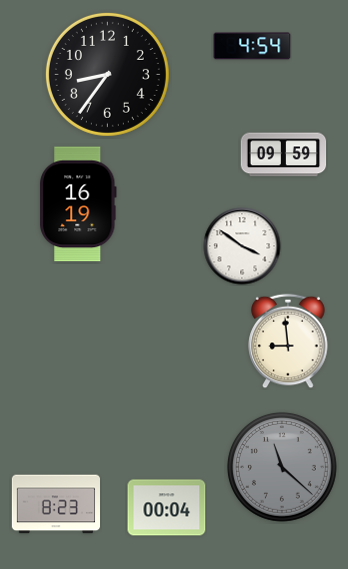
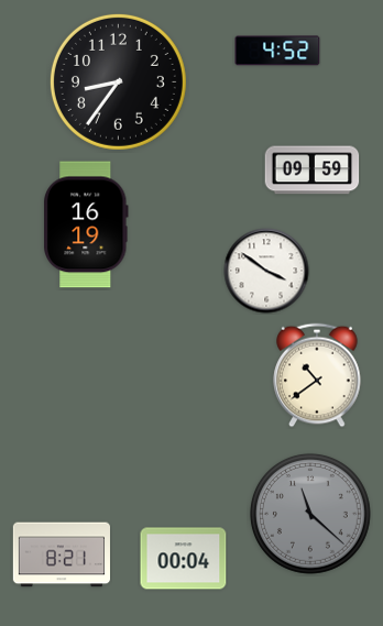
clock at (252, 46): 4:54 -> 4:52
clock at (288, 341): 8:59 -> 10:39
clock at (55, 504): 8:23 -> 8:21
